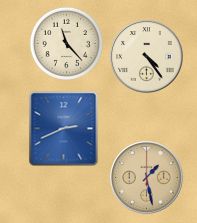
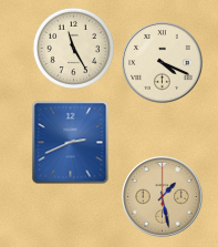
clock at (66, 43): 11:23 -> 11:25
clock at (147, 57): 4:24 -> 4:19
